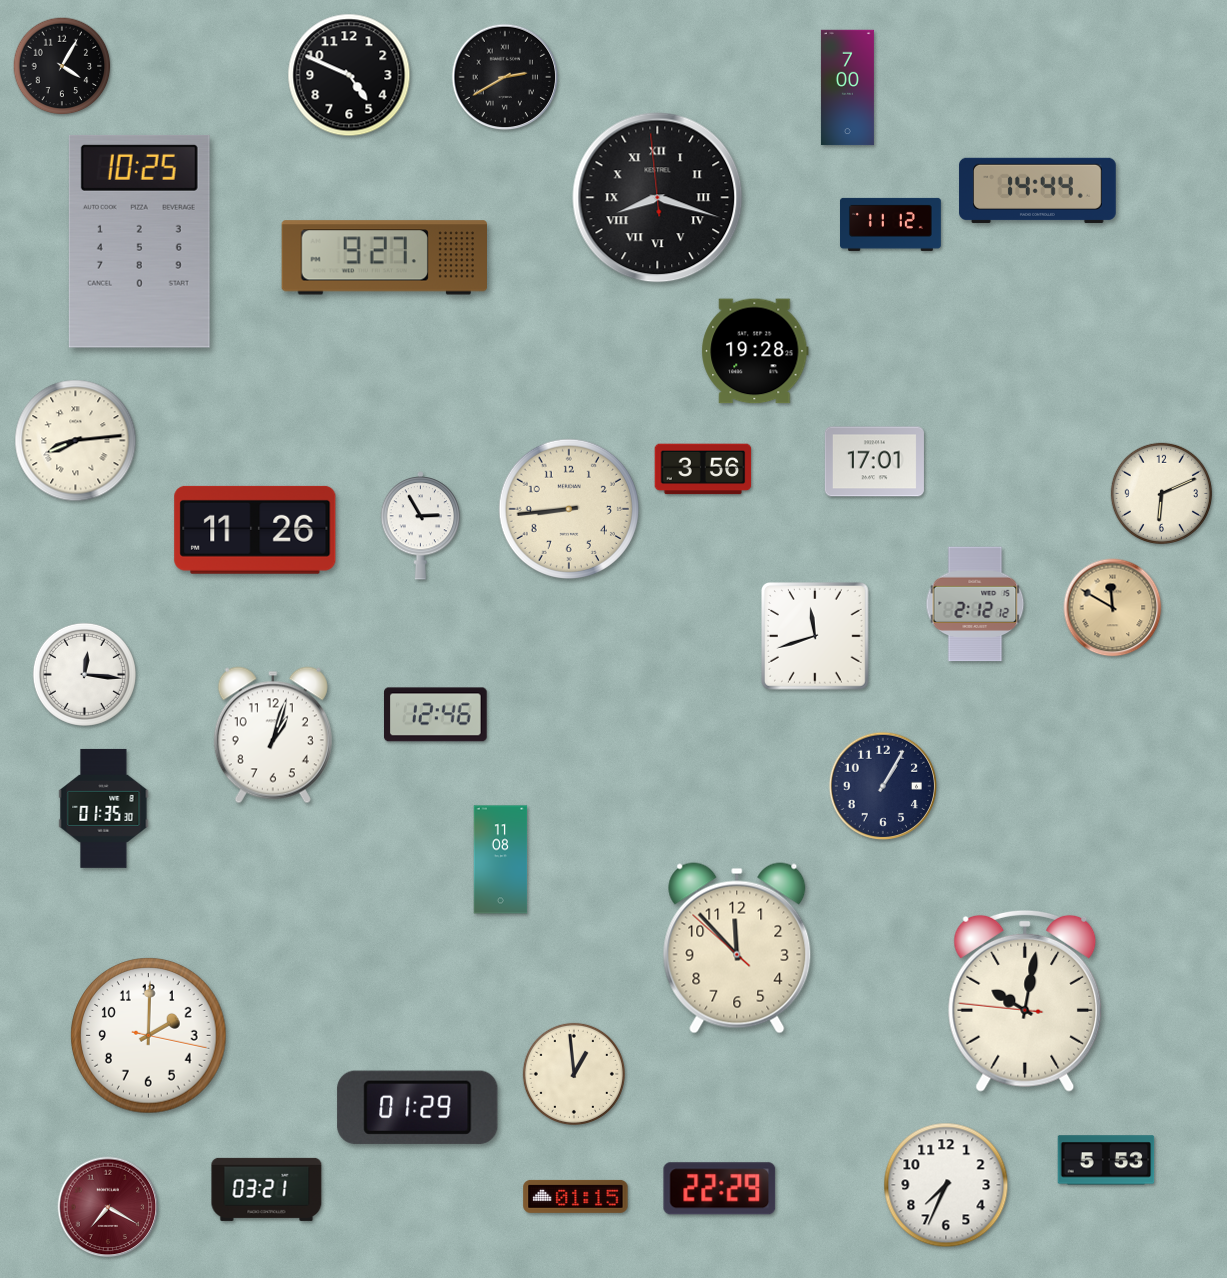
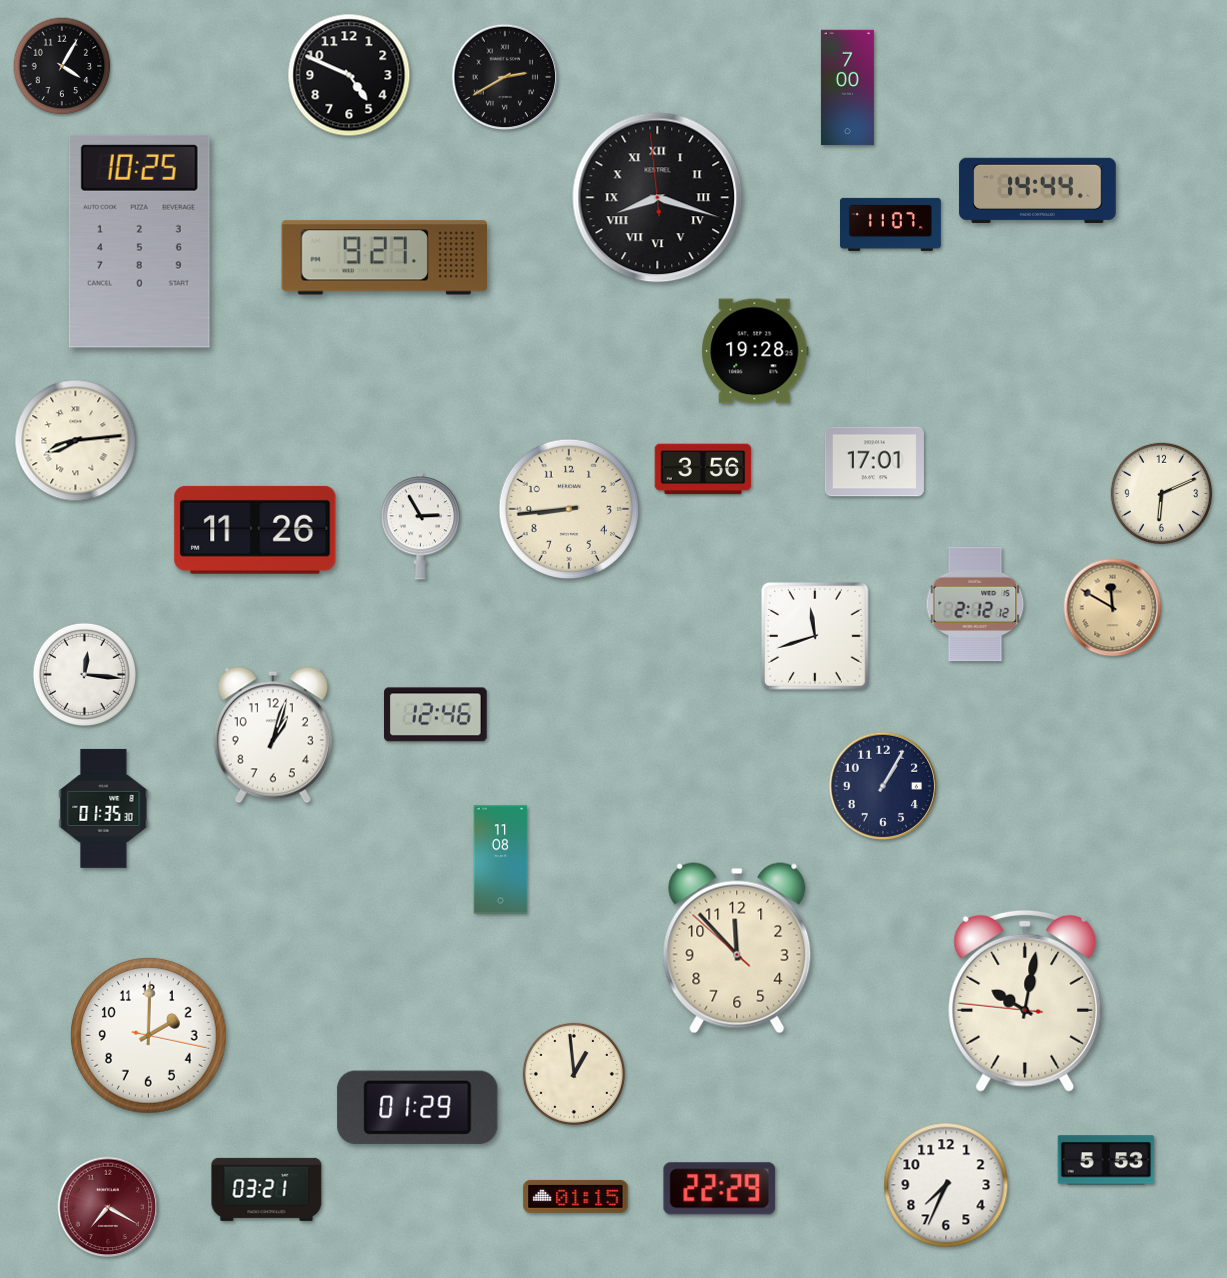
clock at (891, 224): 11:12 -> 11:07
